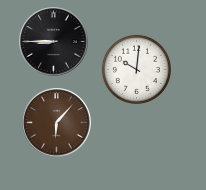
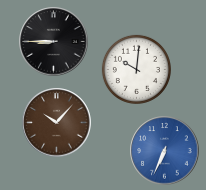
clock at (57, 123): 6:07 -> 10:07
clock at (165, 151): none -> 6:34
